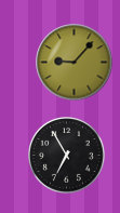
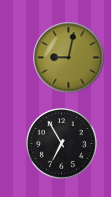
clock at (75, 63): 9:07 -> 9:02
